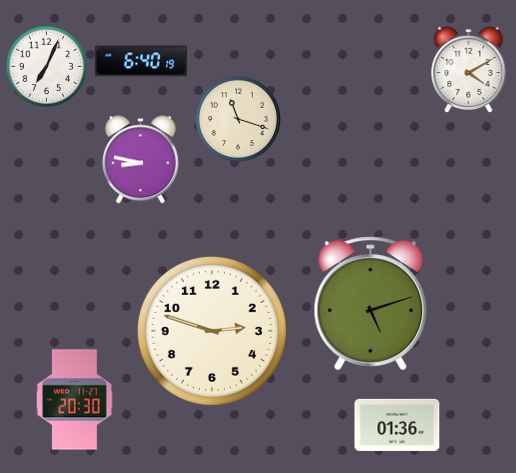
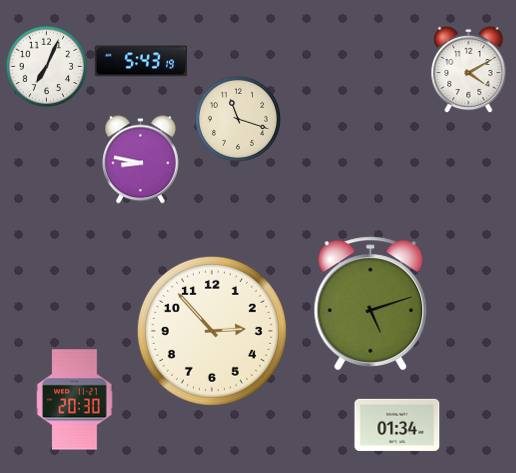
clock at (141, 61): 6:40 -> 5:43
clock at (212, 331): 2:48 -> 2:53
clock at (397, 425): 01:36 -> 01:34
